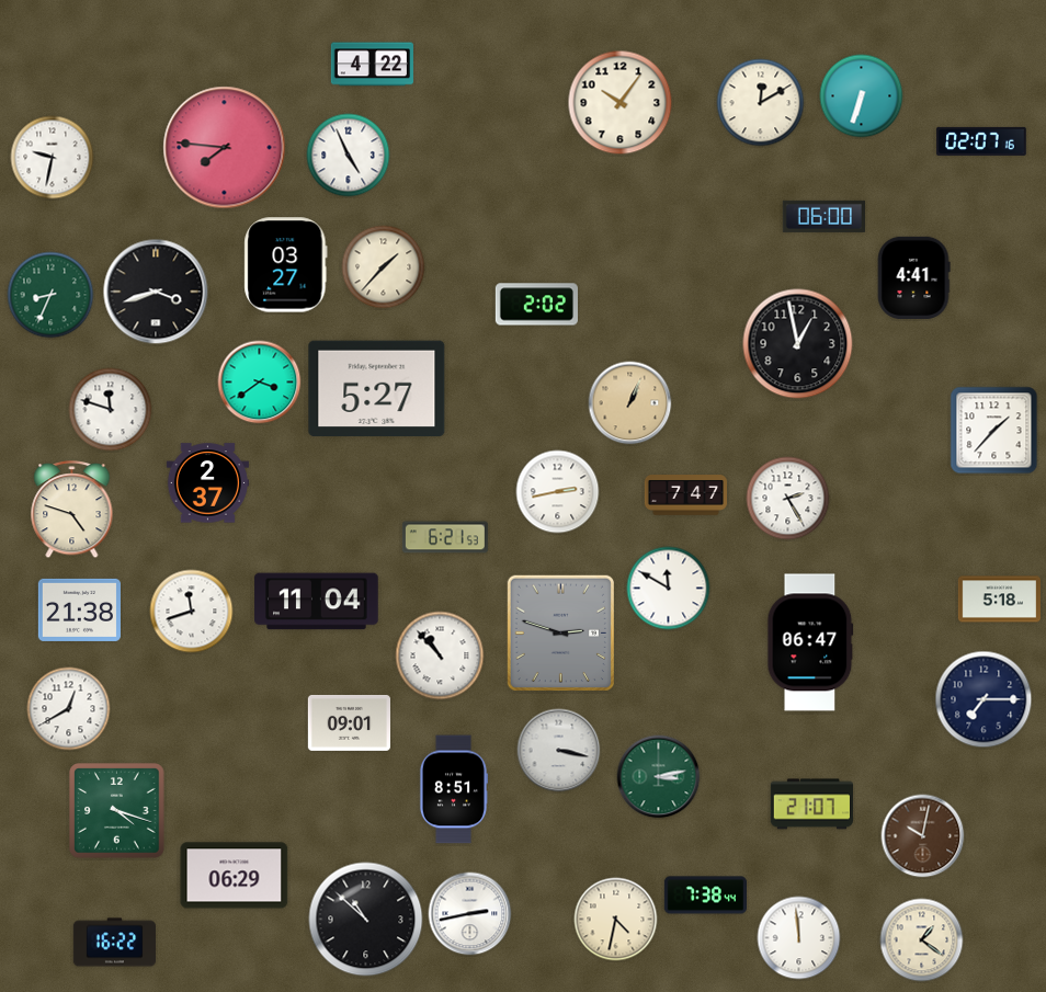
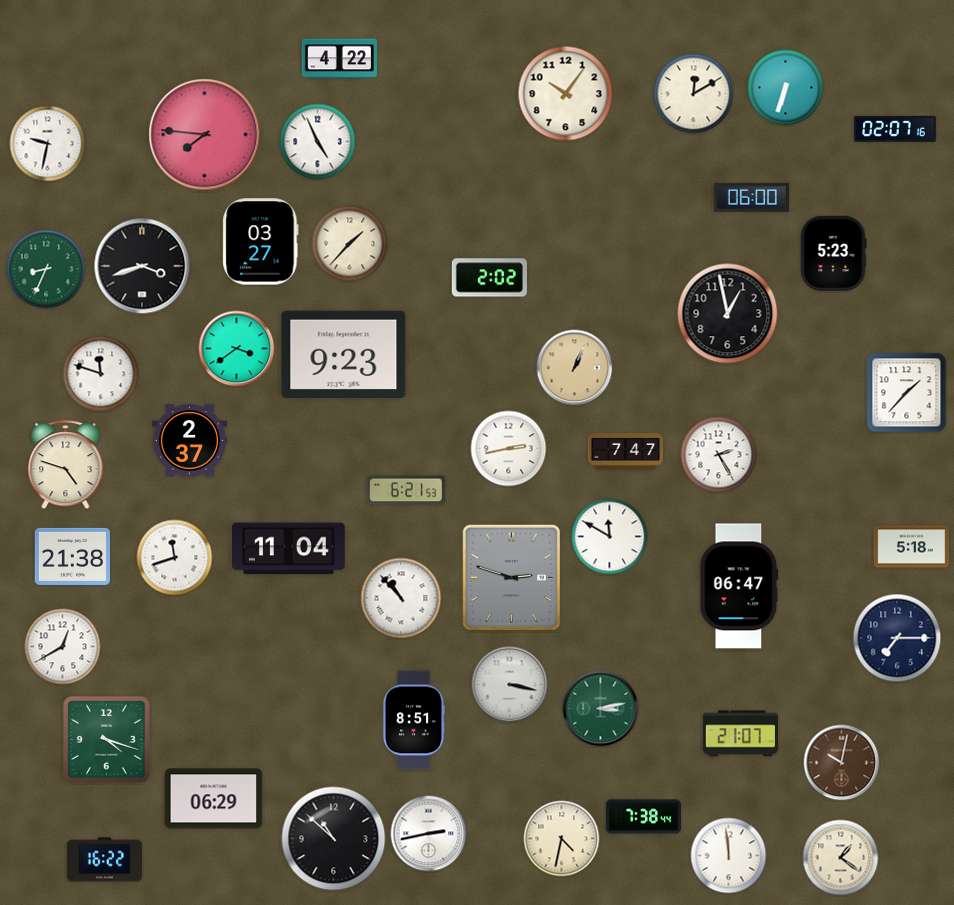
clock at (913, 277): 4:41 -> 5:23
clock at (377, 389): 5:27 -> 9:23
clock at (349, 722): 09:01 -> none
